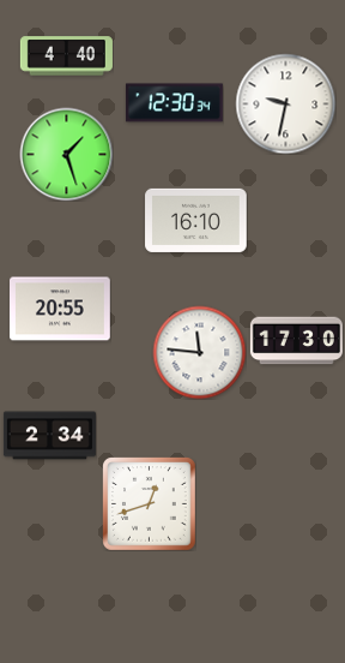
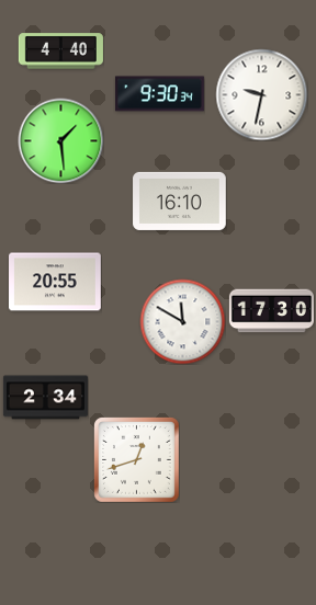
clock at (174, 103): 12:30 -> 9:30
clock at (66, 154): 1:27 -> 1:29
clock at (199, 352): 11:46 -> 11:50
